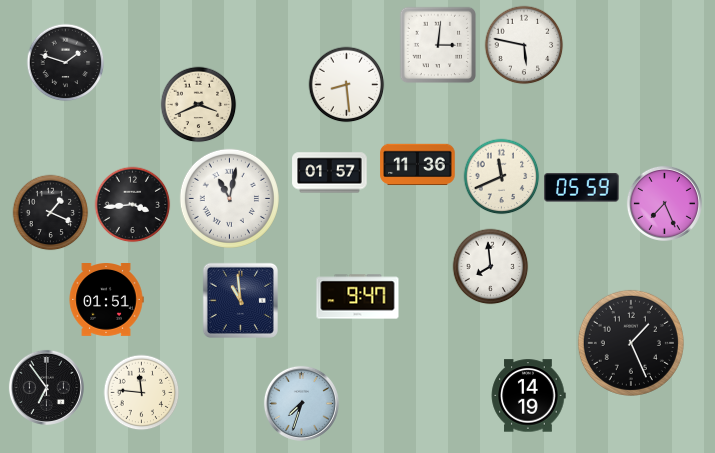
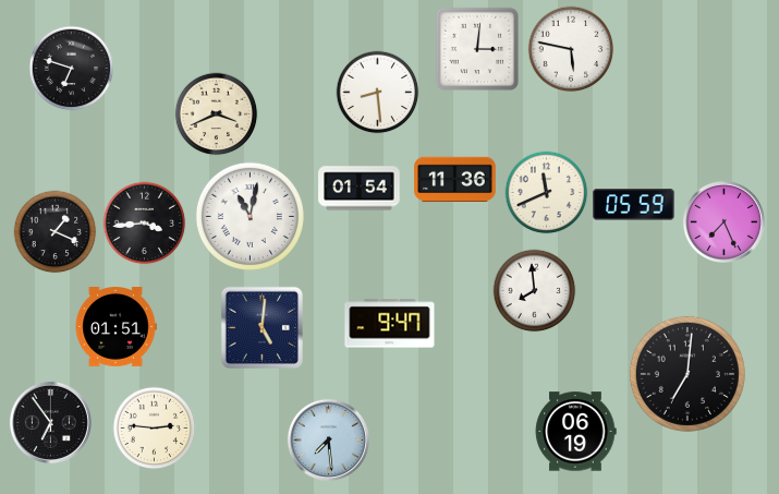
clock at (66, 63): 1:48 -> 6:48
clock at (330, 173): 01:57 -> 01:54
clock at (240, 300): 10:59 -> 5:01
clock at (631, 343): 1:26 -> 7:01
clock at (142, 393): 11:46 -> 2:46
clock at (528, 396): 14:19 -> 06:19
clock at (301, 403): 7:33 -> 7:29
